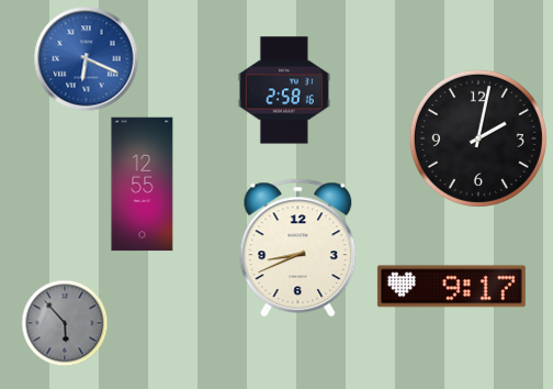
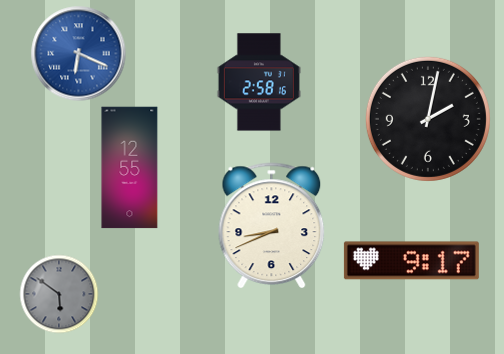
clock at (478, 138) position: (478, 138) -> (428, 119)
clock at (65, 323): 5:53 -> 5:51
